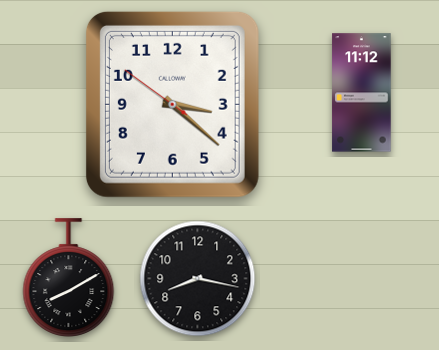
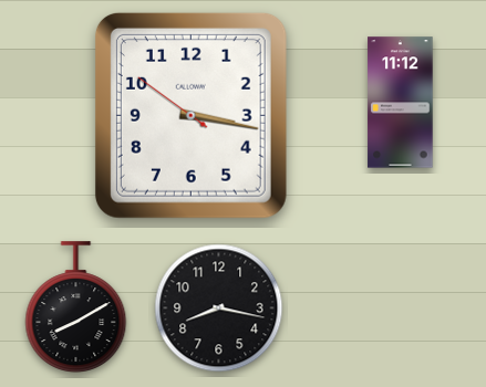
clock at (172, 104): 3:21 -> 3:16
